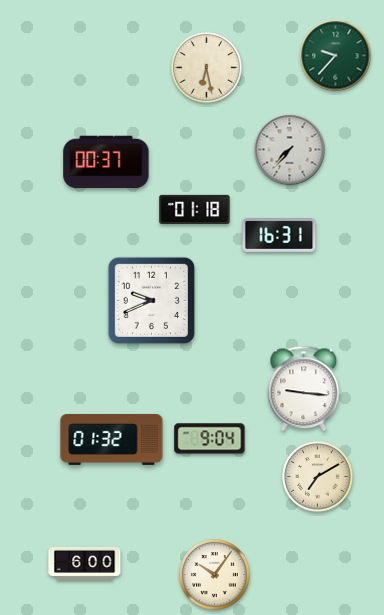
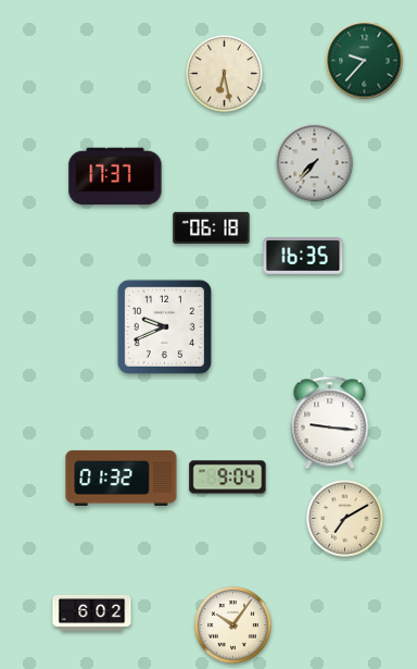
clock at (106, 162): 00:37 -> 17:37
clock at (195, 209): 01:18 -> 06:18
clock at (279, 236): 16:31 -> 16:35
clock at (85, 563): 6:00 -> 6:02
